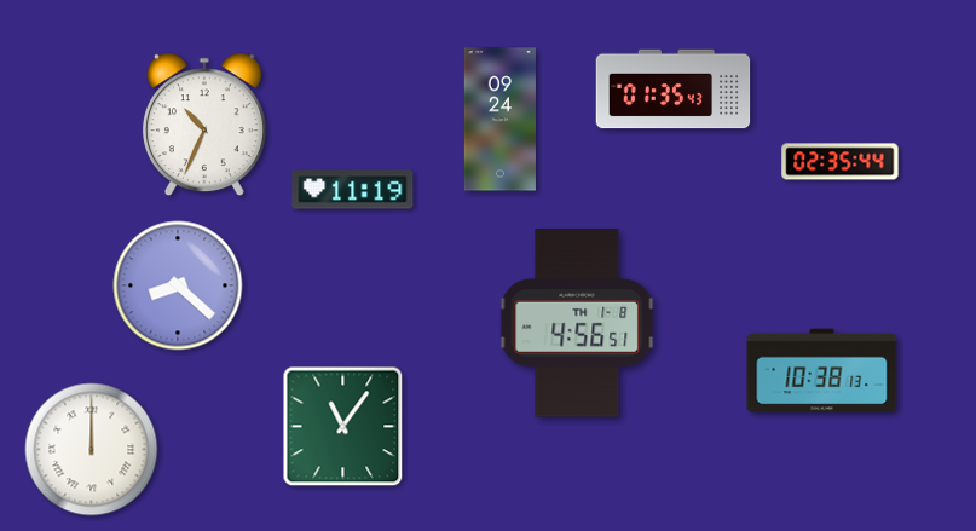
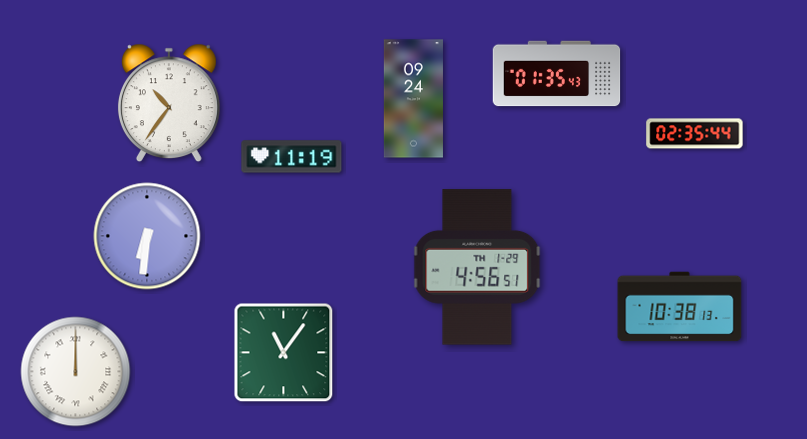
clock at (204, 125): 10:34 -> 10:36
clock at (178, 285): 8:22 -> 6:31
clock at (577, 323) date: TH 1-8 -> TH 1-29
